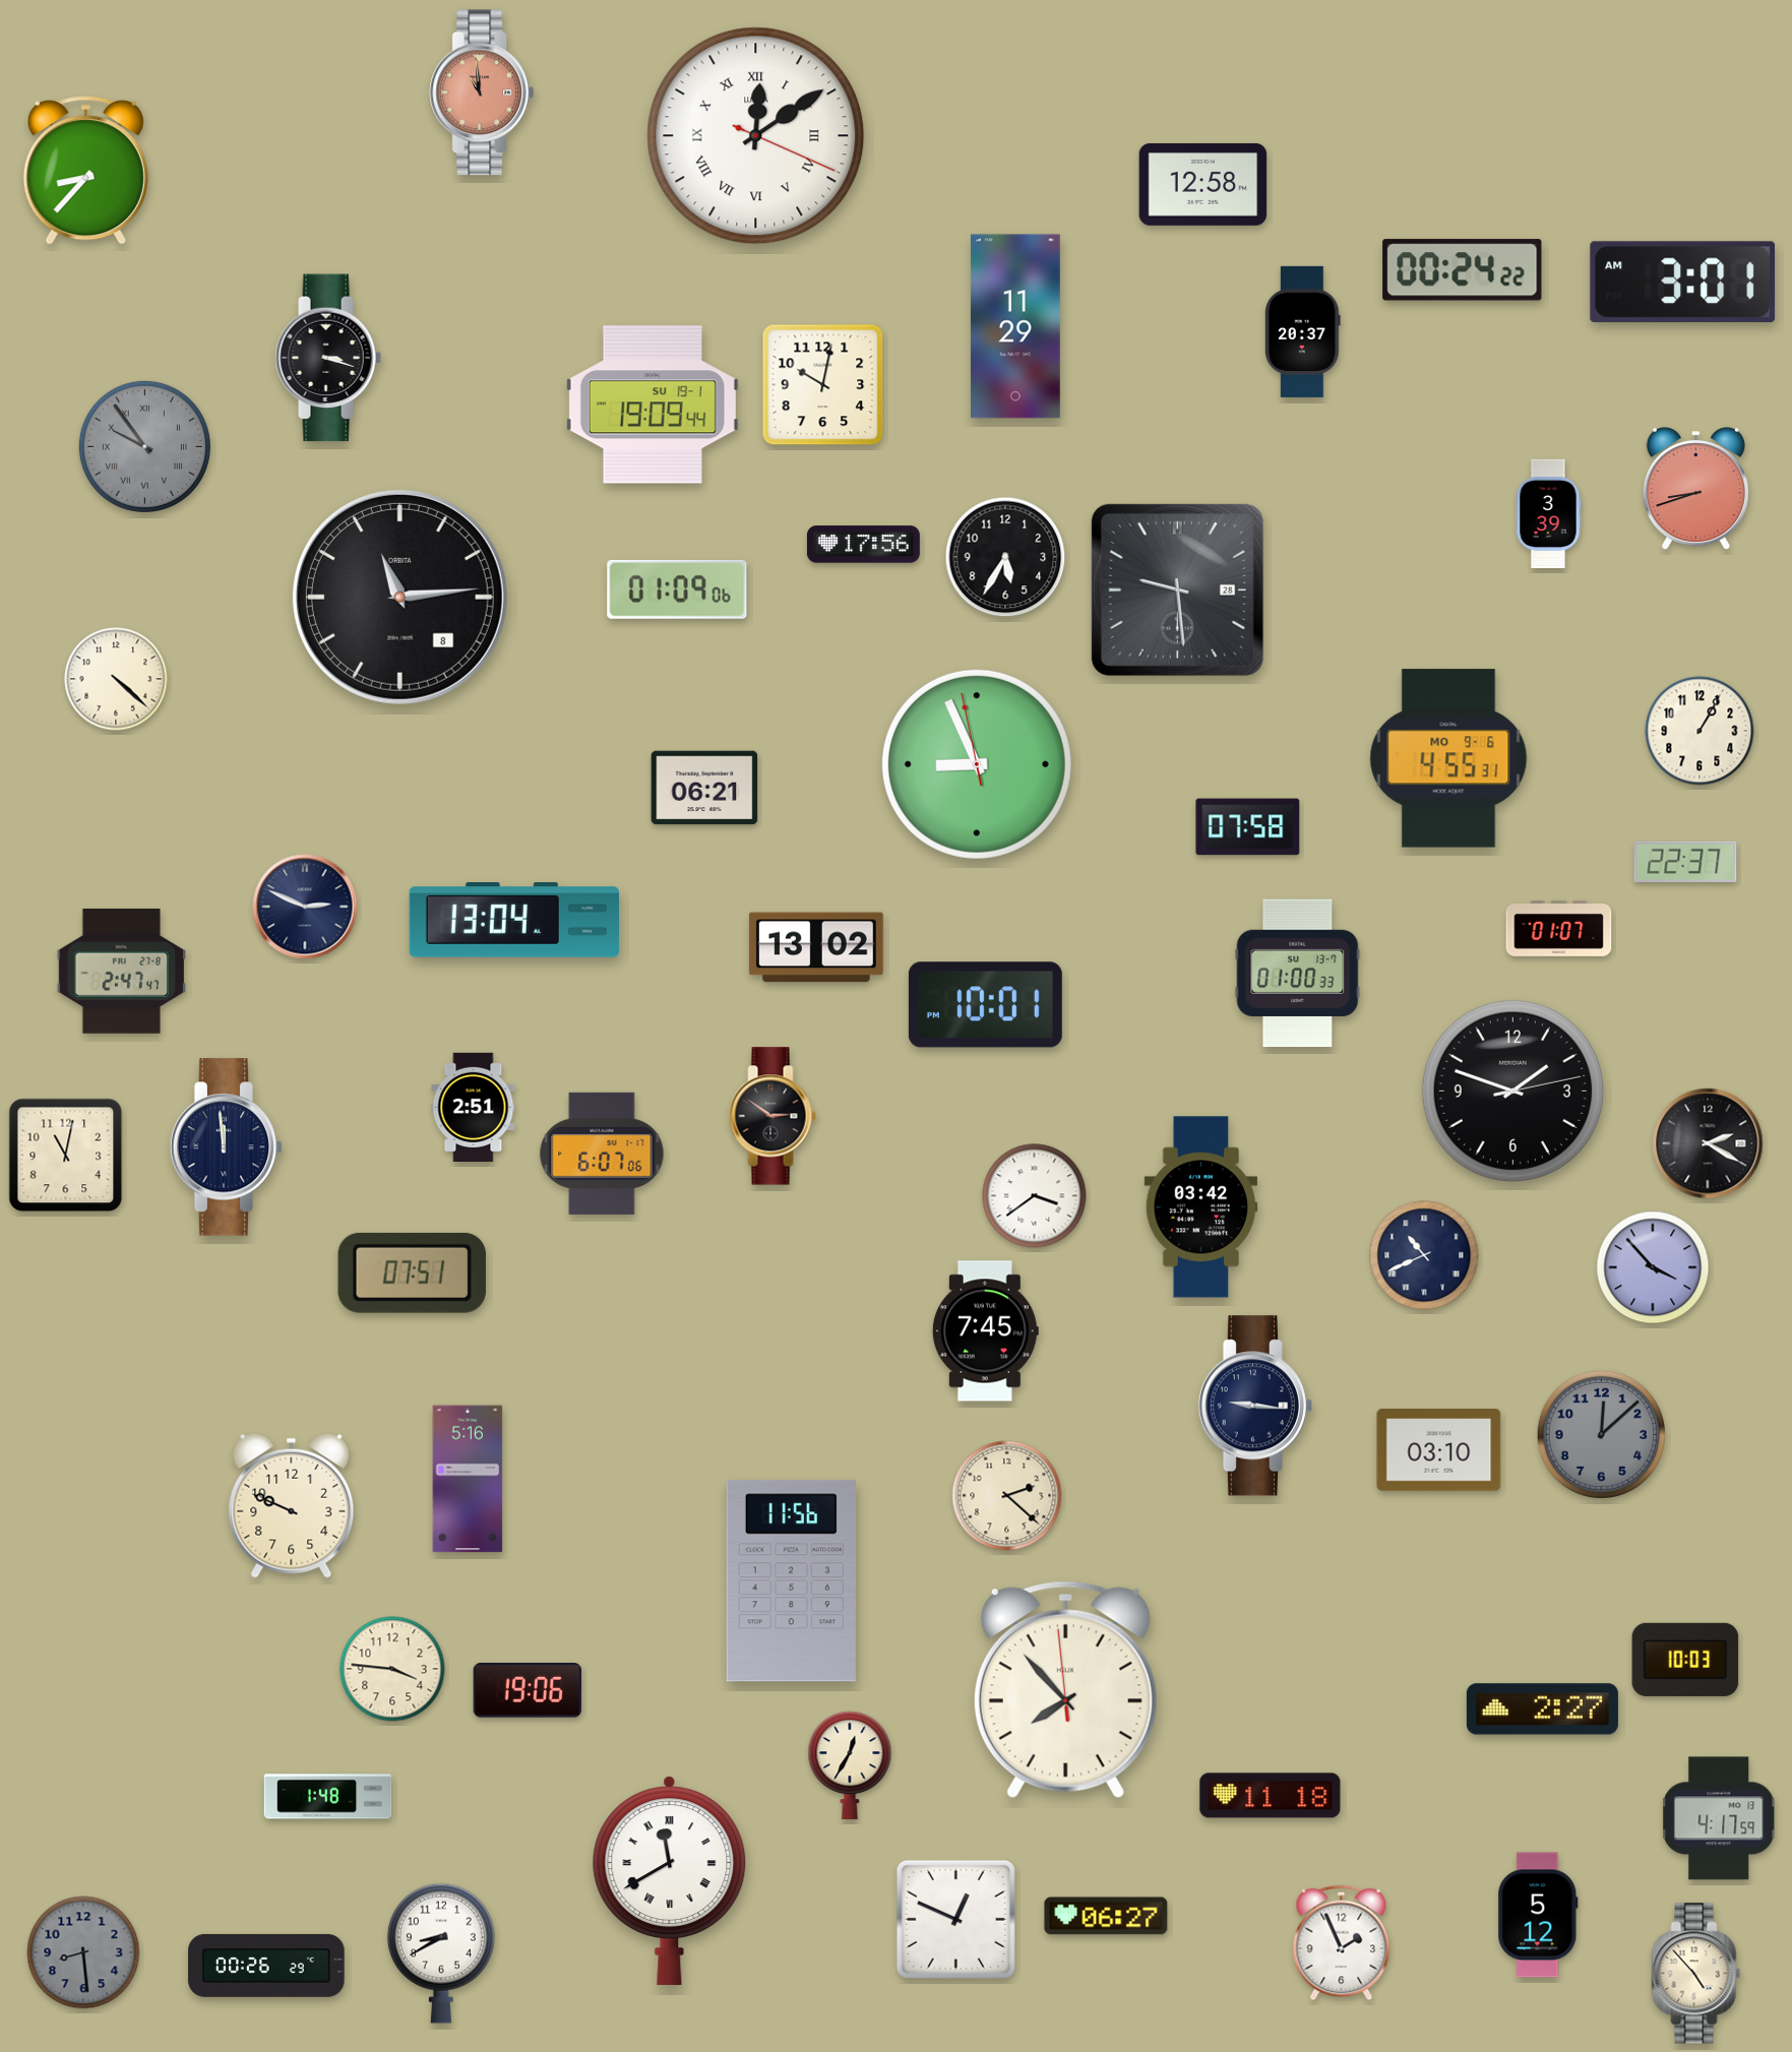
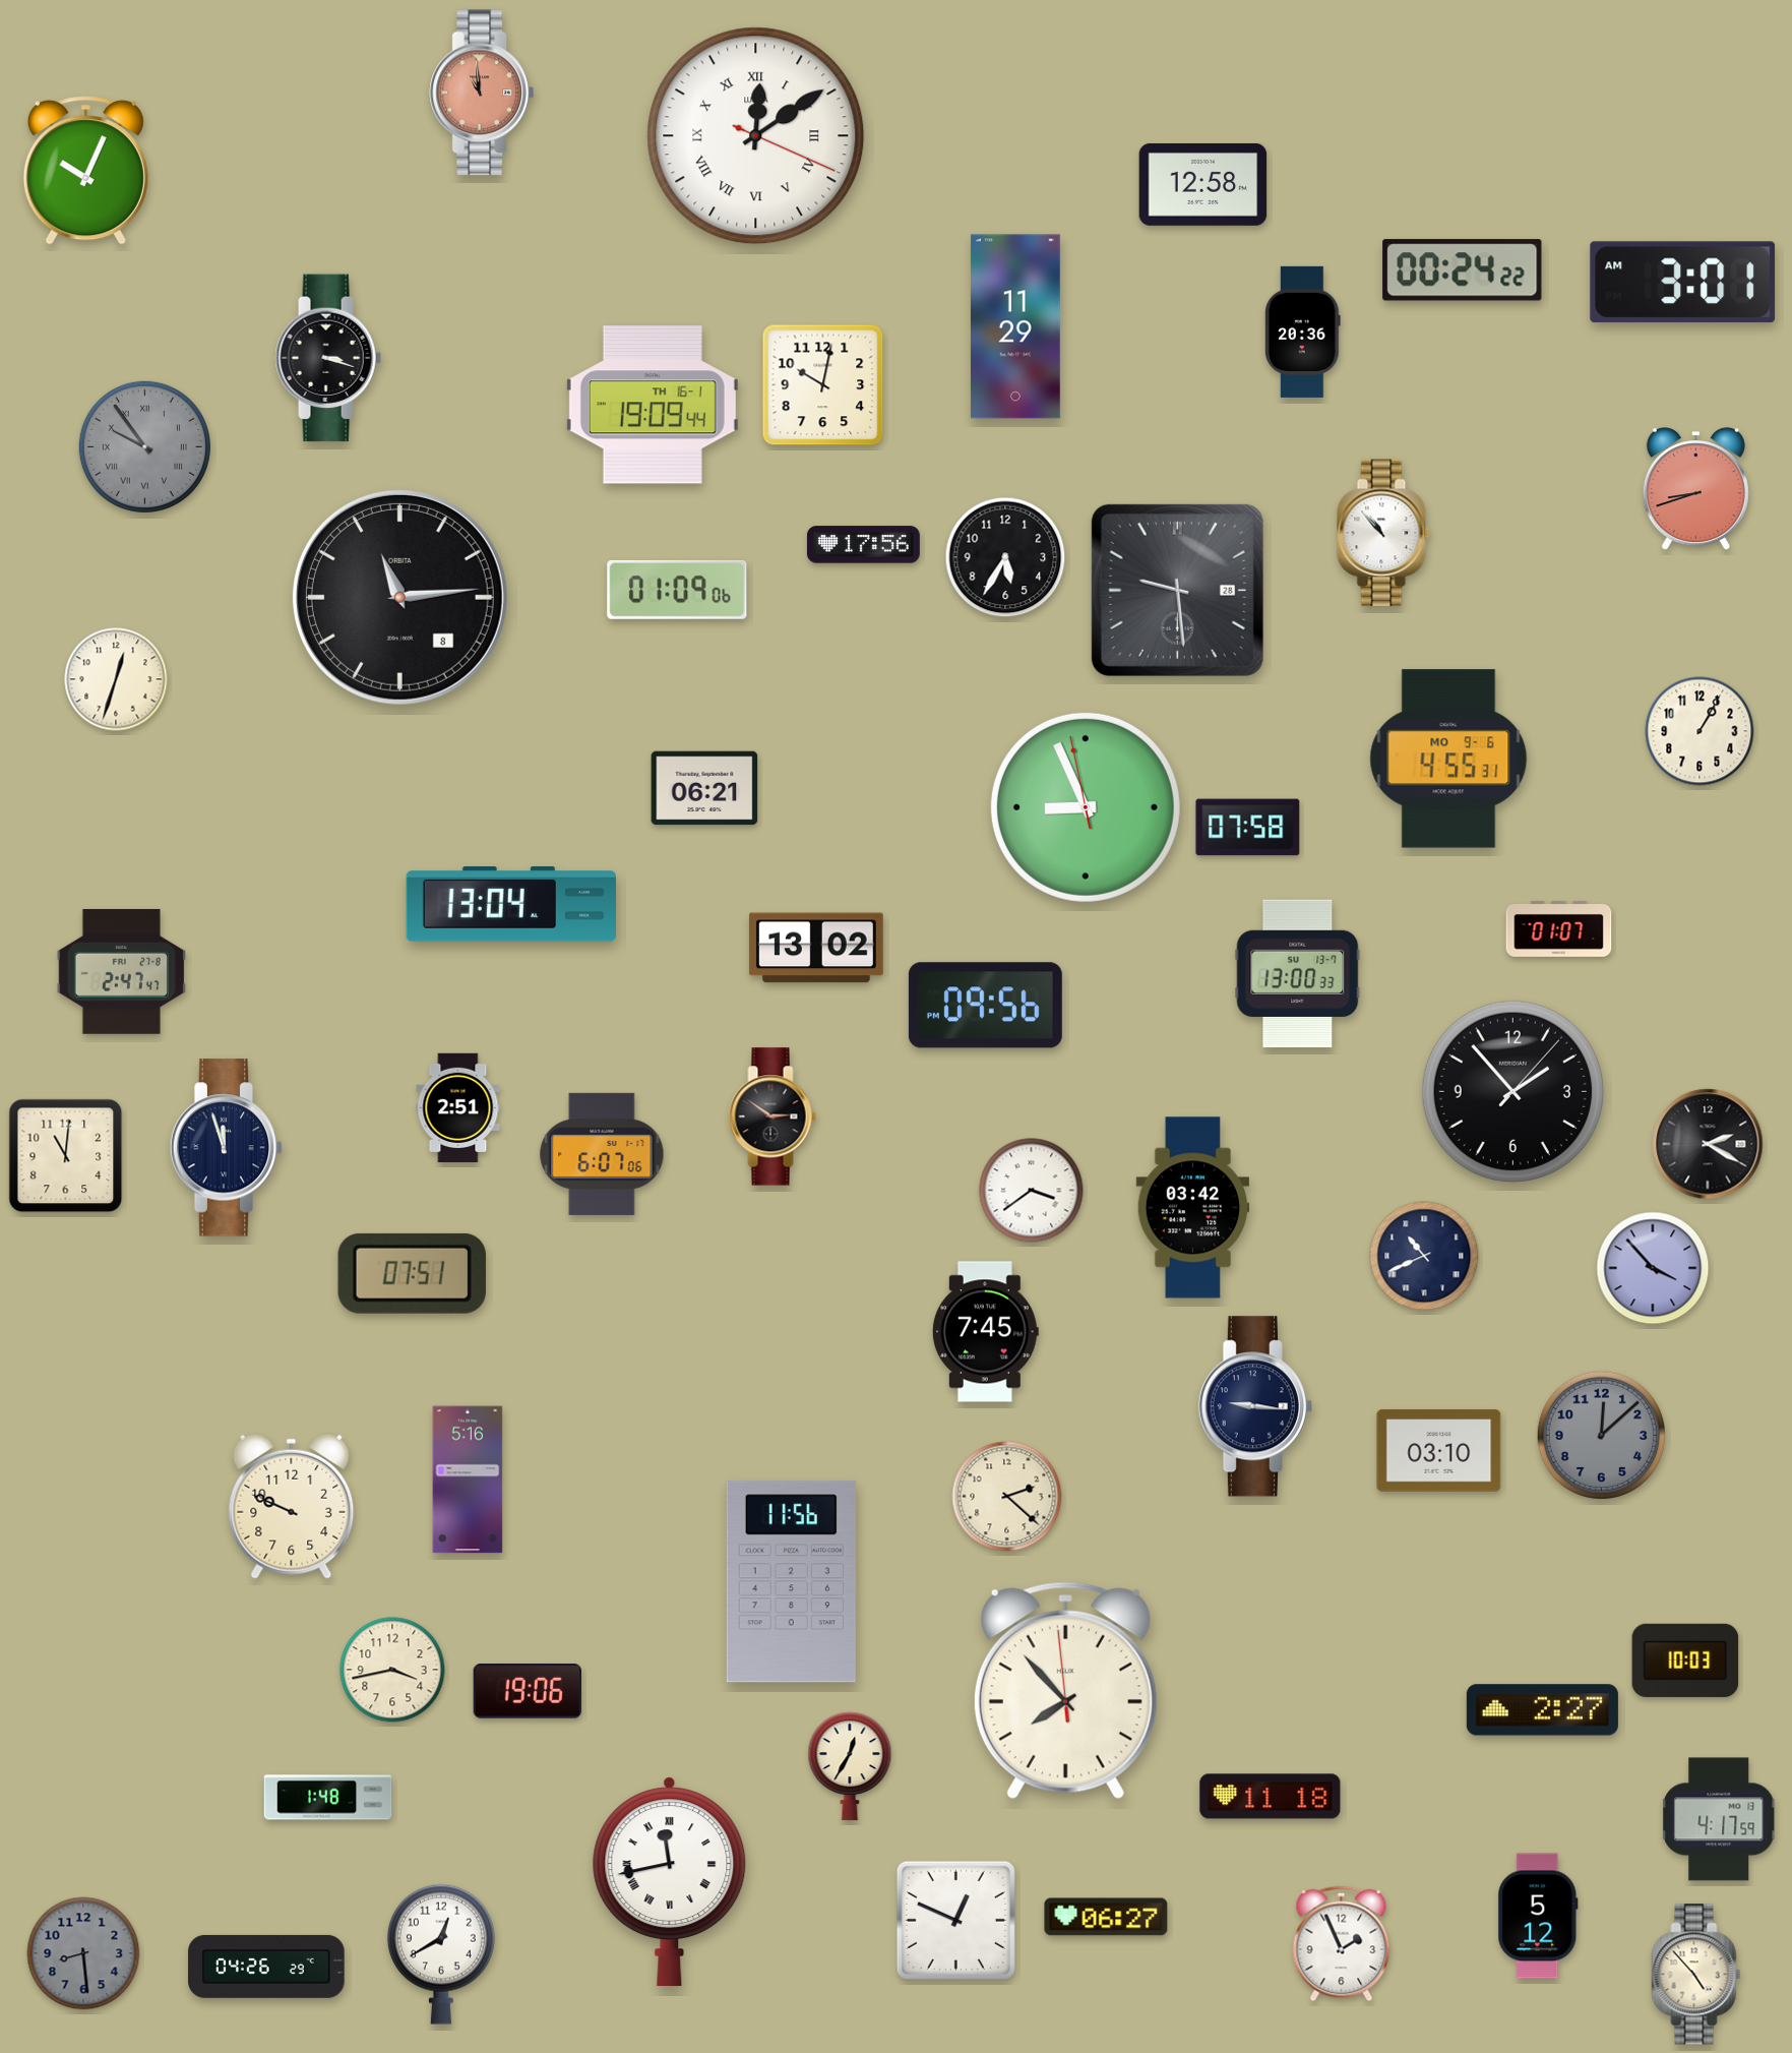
clock at (85, 171): 8:37 -> 10:04
clock at (1303, 331): 20:37 -> 20:36
clock at (653, 405) date: SU 19-1 -> TH 16-1
clock at (1548, 514): 3:39 -> none
clock at (1383, 533): none -> 10:53
clock at (116, 679): 4:22 -> 12:33
clock at (977, 764) position: (977, 764) -> (1086, 807)
clock at (1685, 861): 22:37 -> none
clock at (305, 907): 2:49 -> none
clock at (513, 921) position: (513, 921) -> (510, 905)
clock at (1298, 974): 01:00 -> 13:00
clock at (985, 1005): 10:01 -> 09:56
clock at (1512, 1091): 1:48 -> 1:53
clock at (474, 1108) position: (474, 1108) -> (458, 1108)
clock at (227, 1147): 11:59 -> 11:57
clock at (66, 1156): 11:02 -> 11:01
clock at (1035, 1196) position: (1035, 1196) -> (1032, 1191)
clock at (1201, 1207) position: (1201, 1207) -> (1193, 1208)
clock at (392, 1669): 3:46 -> 3:43
clock at (670, 1880): 11:40 -> 11:43
clock at (441, 1953): 8:40 -> 12:40
clock at (266, 1966): 00:26 -> 04:26
